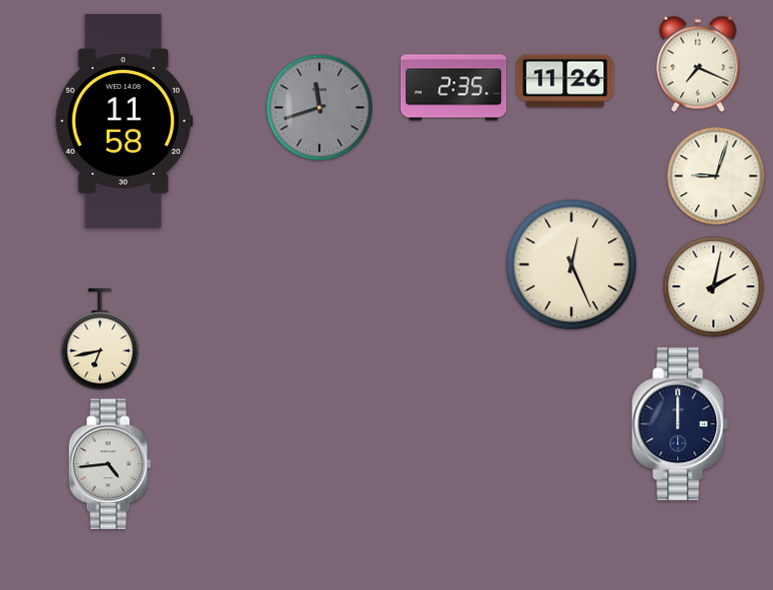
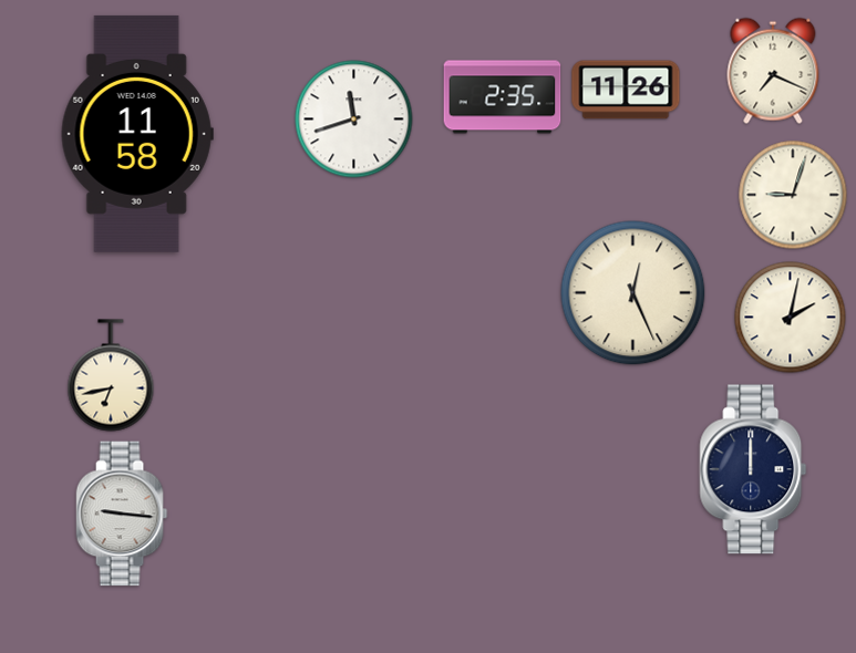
clock at (320, 108) dial: grey -> white
clock at (110, 464): 4:44 -> 9:16
